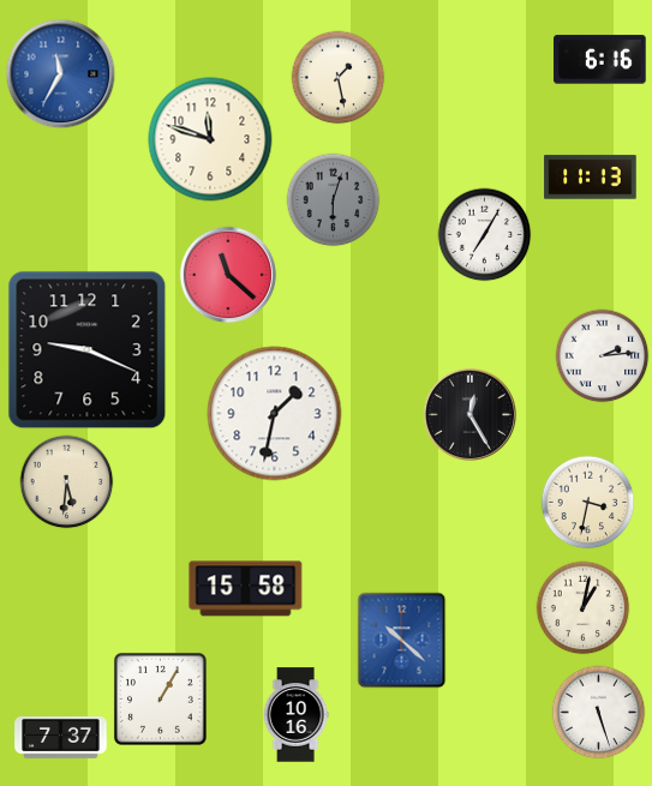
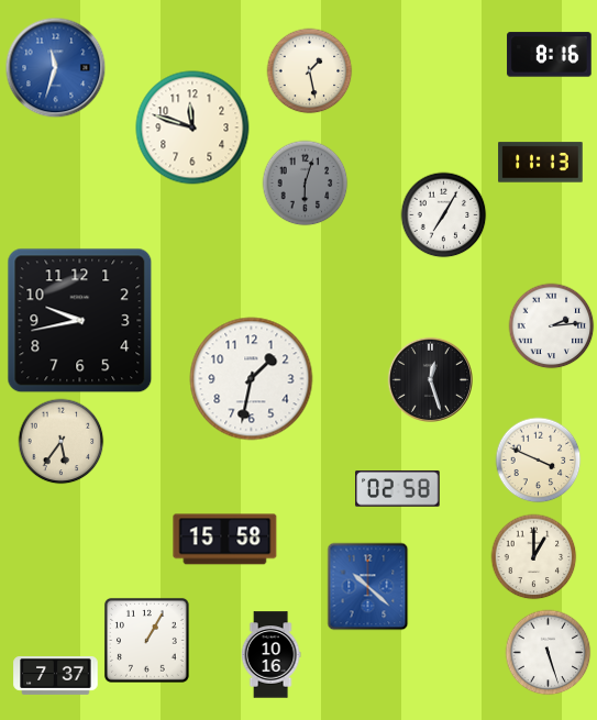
clock at (600, 60): 6:16 -> 8:16
clock at (60, 73): 11:35 -> 11:33
clock at (228, 275): 11:22 -> none
clock at (88, 350): 9:19 -> 9:43
clock at (469, 414): 12:25 -> 12:27
clock at (66, 481): 5:31 -> 5:36
clock at (587, 502): 3:32 -> 3:49
clock at (398, 489): none -> 02:58
clock at (582, 607): 1:02 -> 1:00
